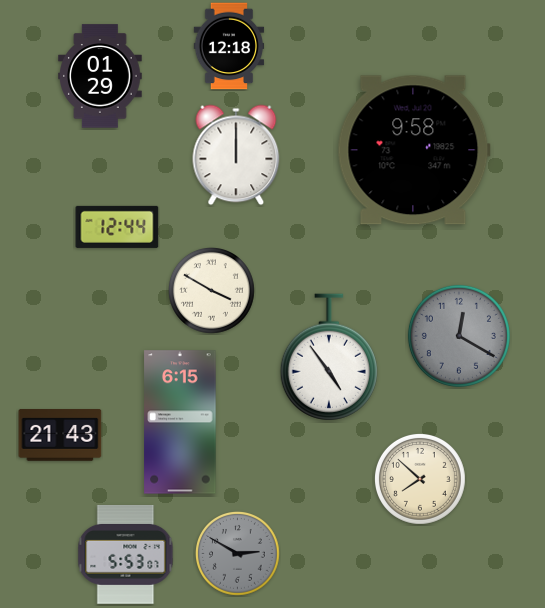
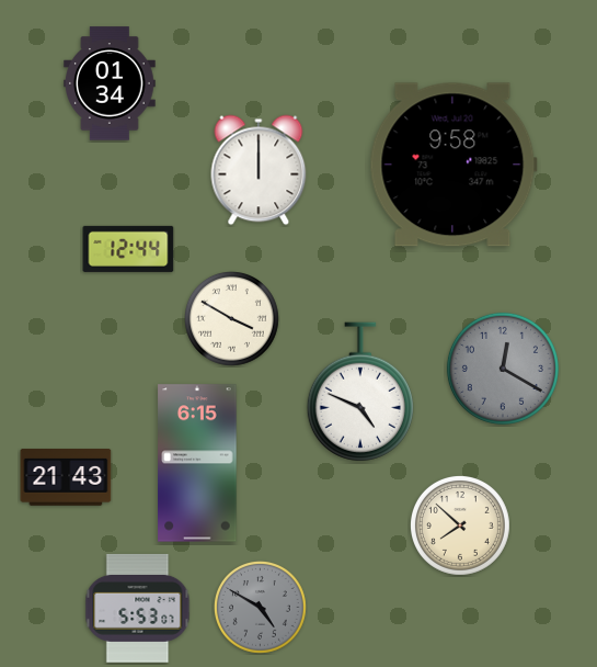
clock at (229, 46): 12:18 -> none
clock at (101, 76): 01:29 -> 01:34
clock at (329, 357): 4:54 -> 4:49
clock at (238, 554): 2:50 -> 4:50
